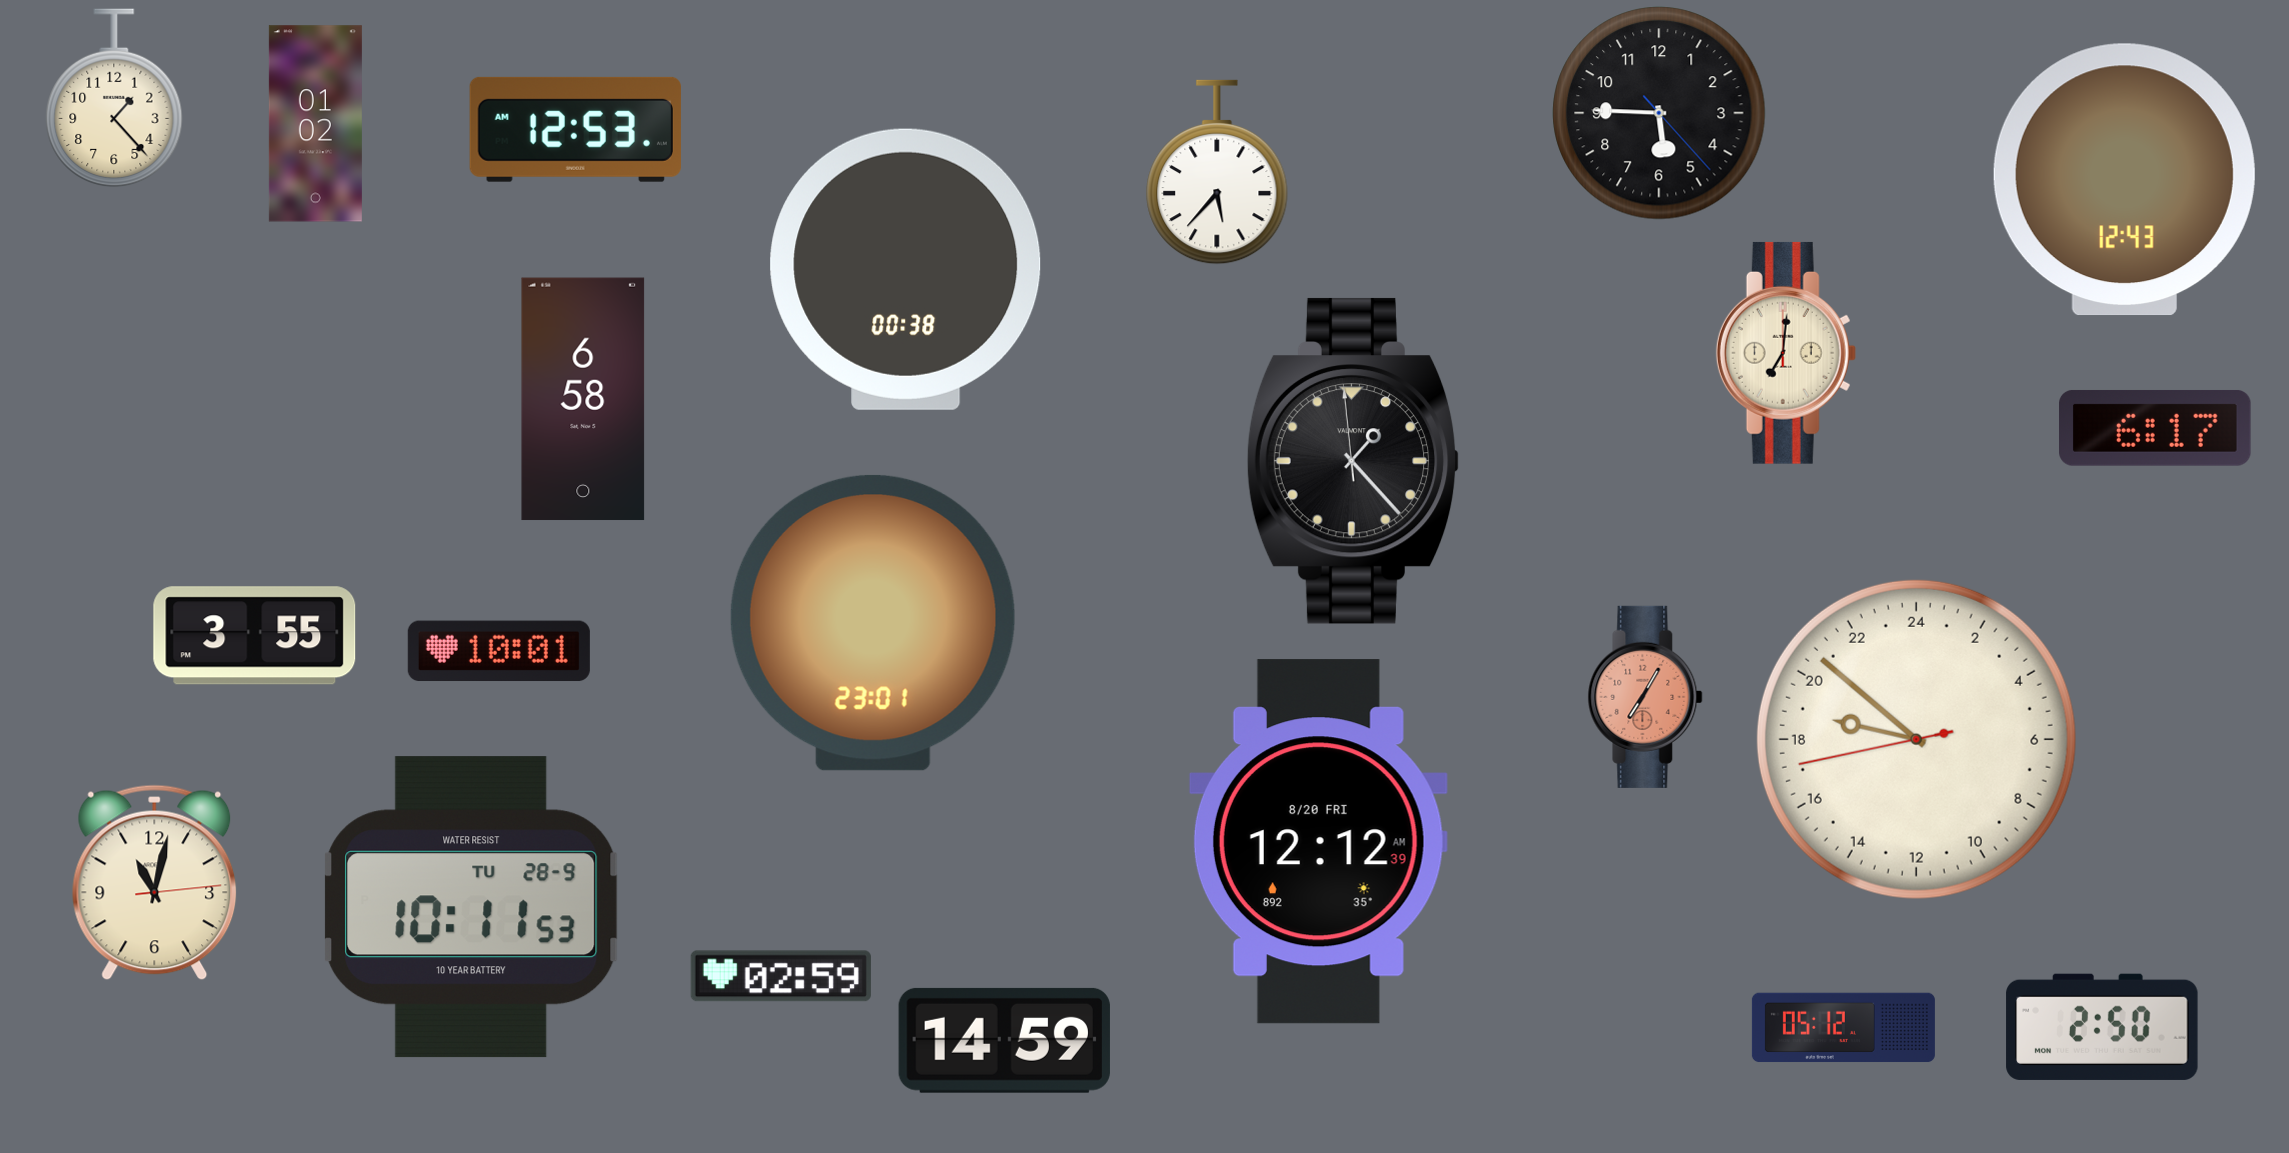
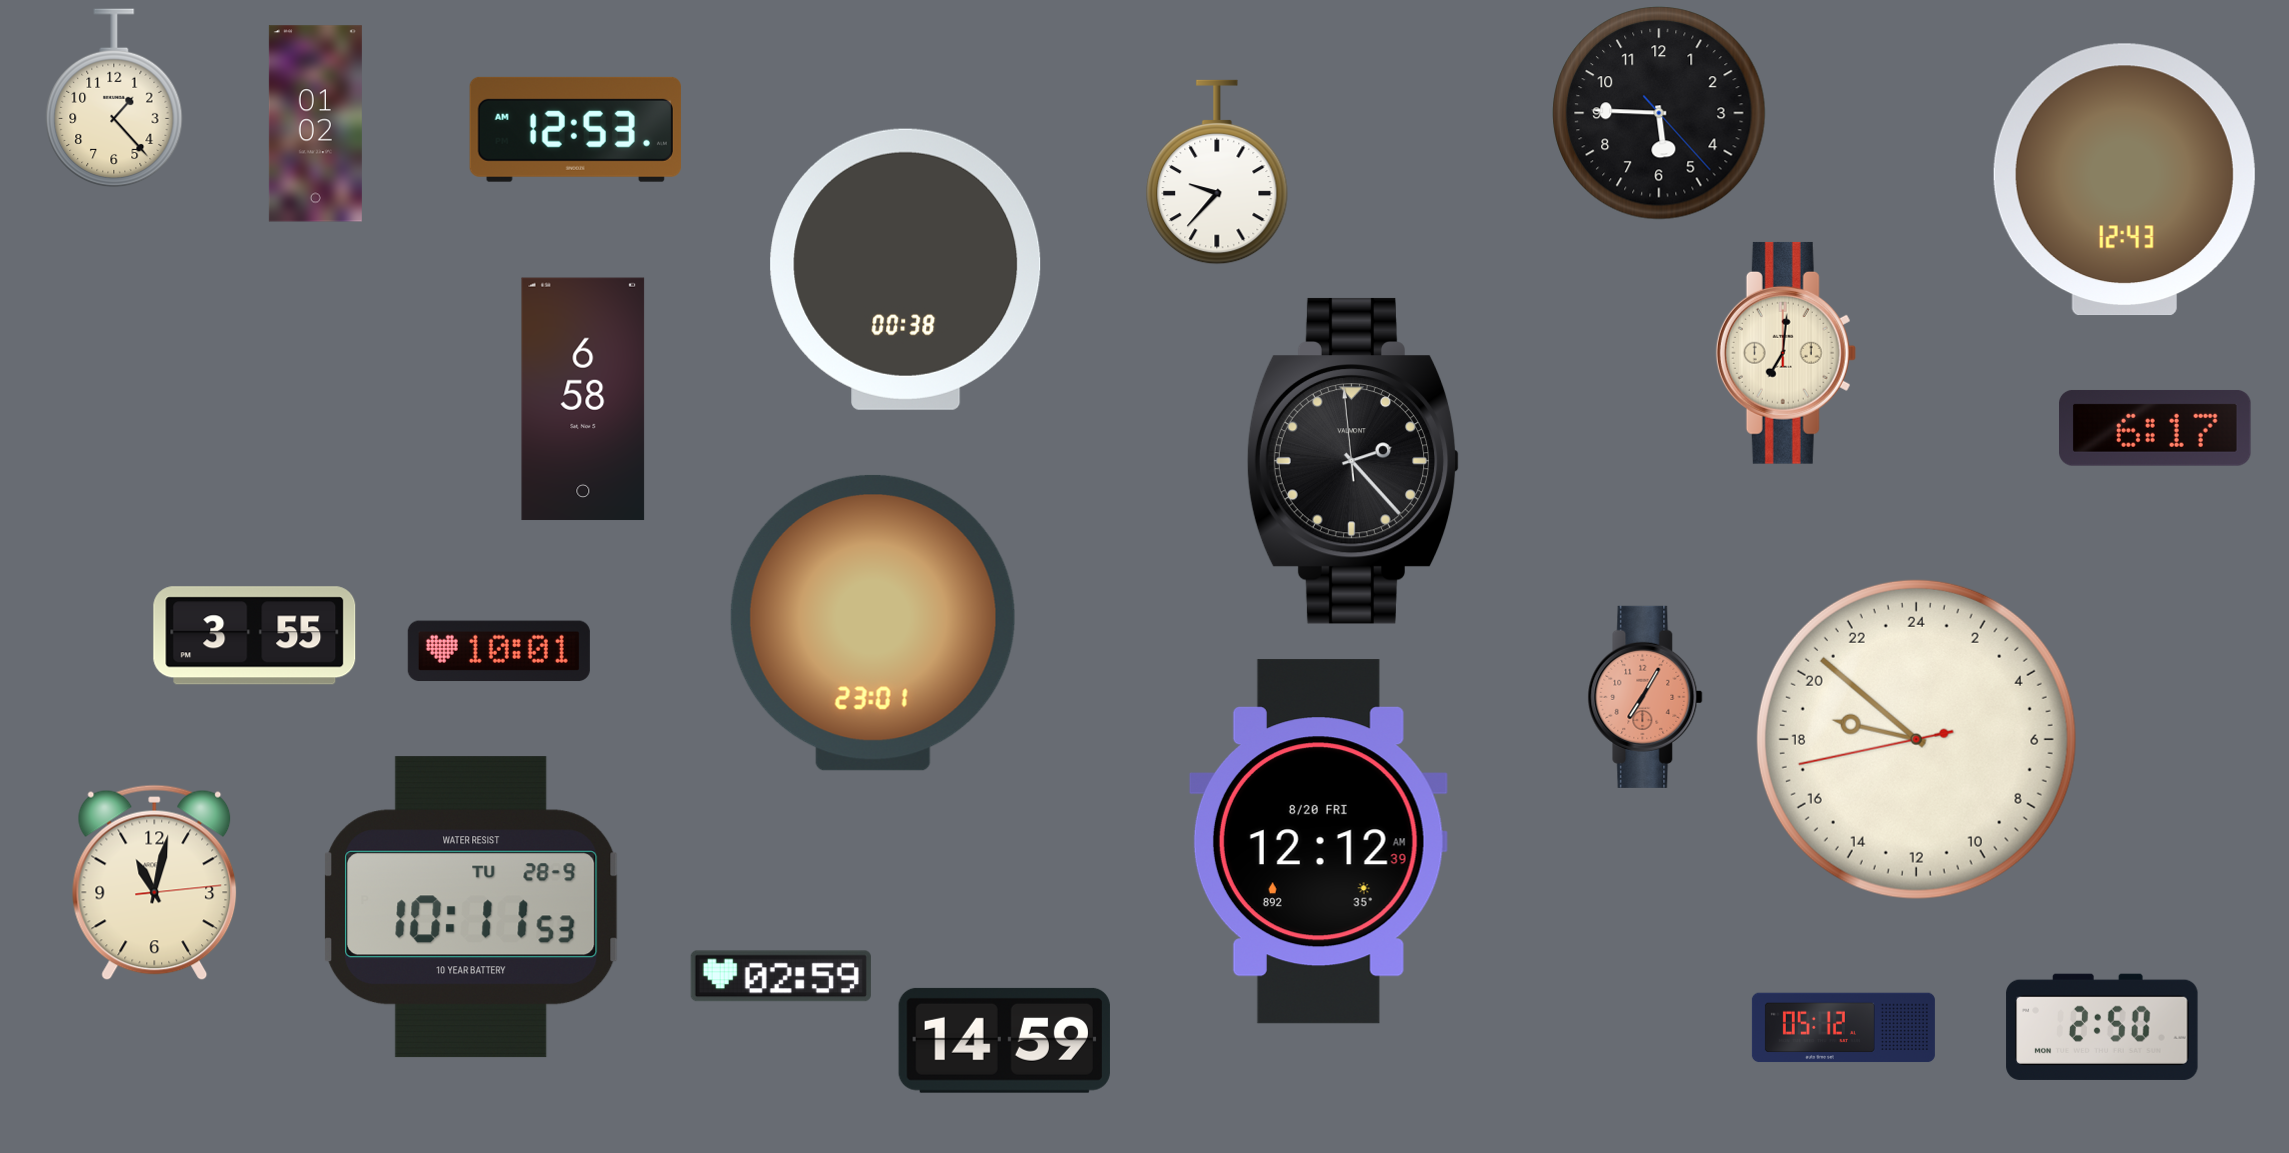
clock at (1217, 172): 5:37 -> 9:37
clock at (1353, 461): 1:22 -> 2:22
